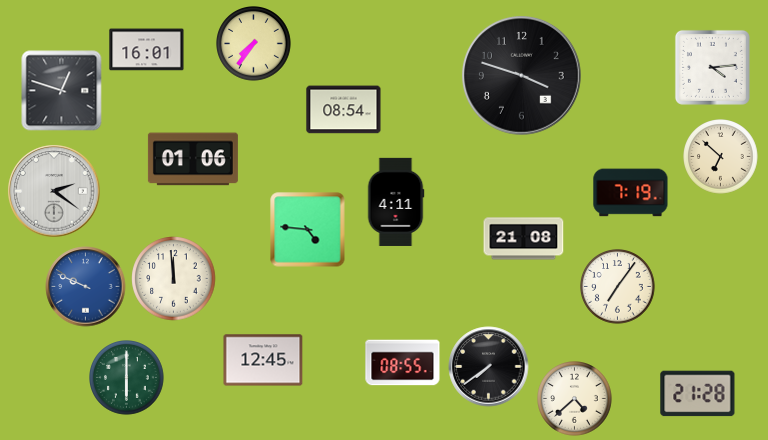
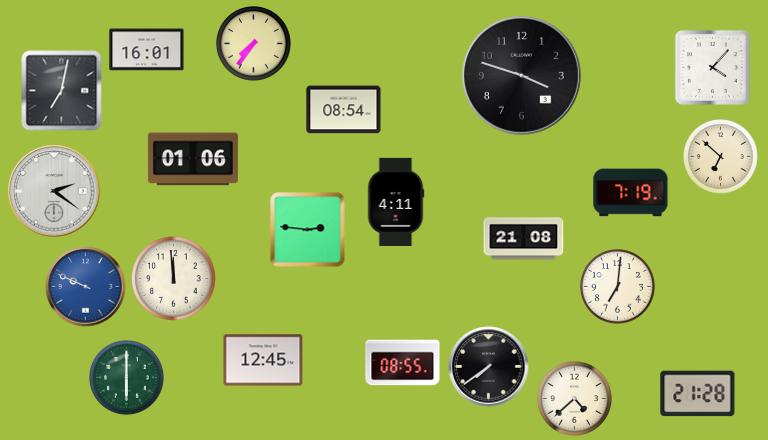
clock at (712, 67): 4:14 -> 4:07
clock at (62, 91): 12:48 -> 7:02
clock at (308, 230): 4:46 -> 2:46
clock at (618, 287): 7:06 -> 7:01
